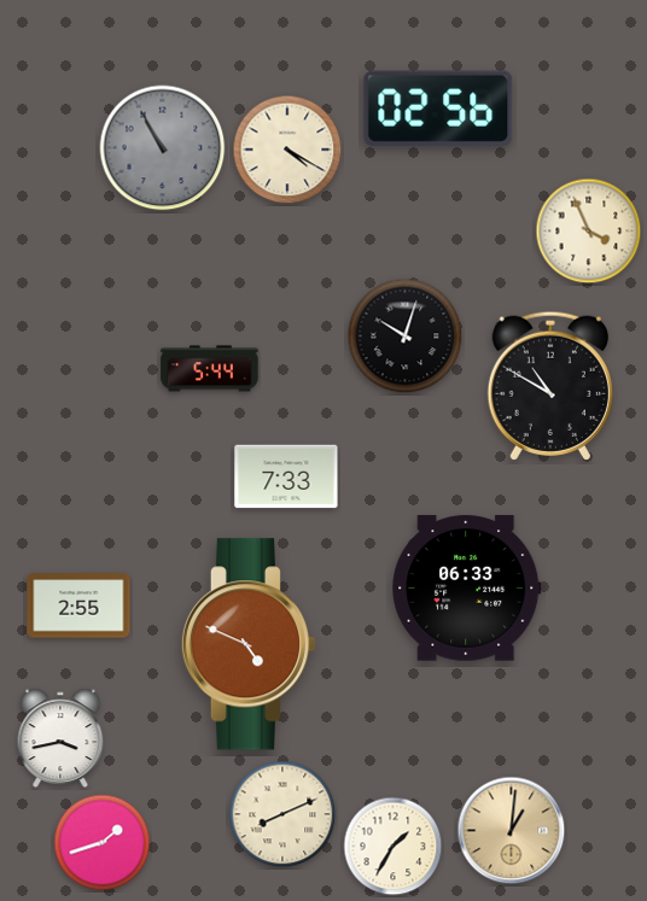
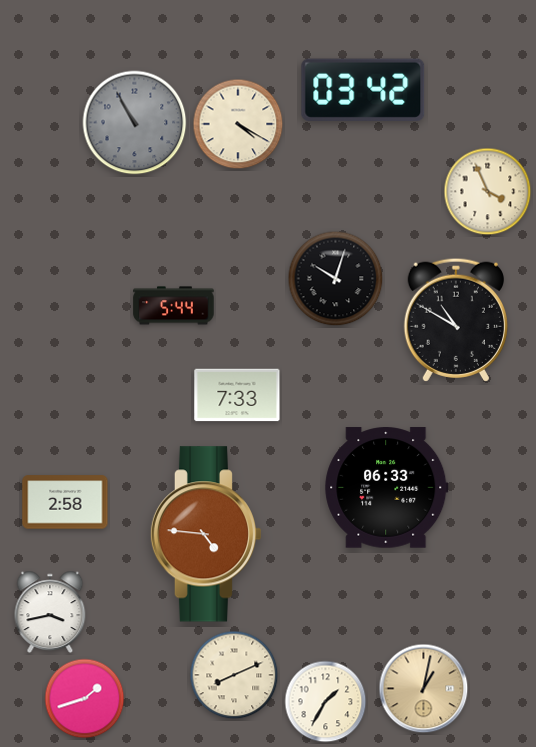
clock at (438, 109): 02:56 -> 03:42
clock at (78, 605): 2:55 -> 2:58
clock at (249, 644): 4:49 -> 4:46
clock at (512, 831): 1:01 -> 1:02
